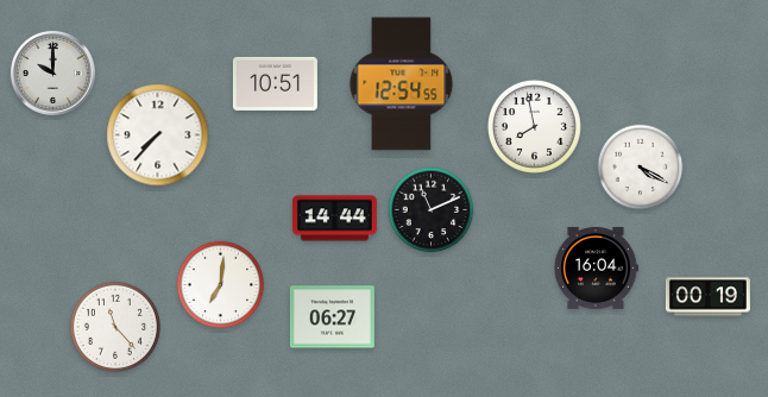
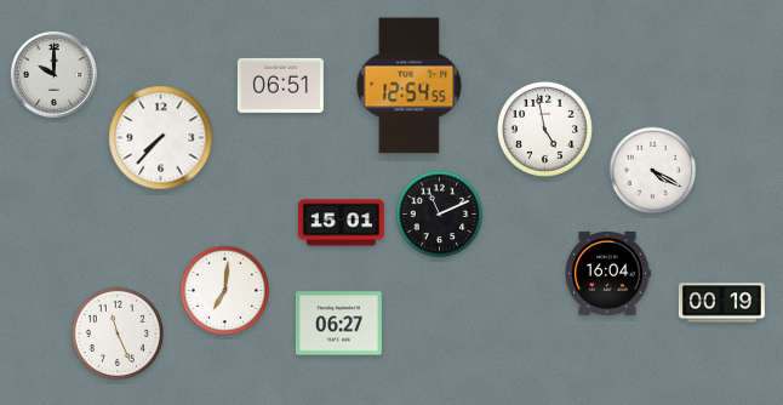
clock at (275, 83): 10:51 -> 06:51
clock at (534, 126): 7:58 -> 4:58
clock at (334, 219): 14:44 -> 15:01
clock at (115, 327): 11:23 -> 11:26
